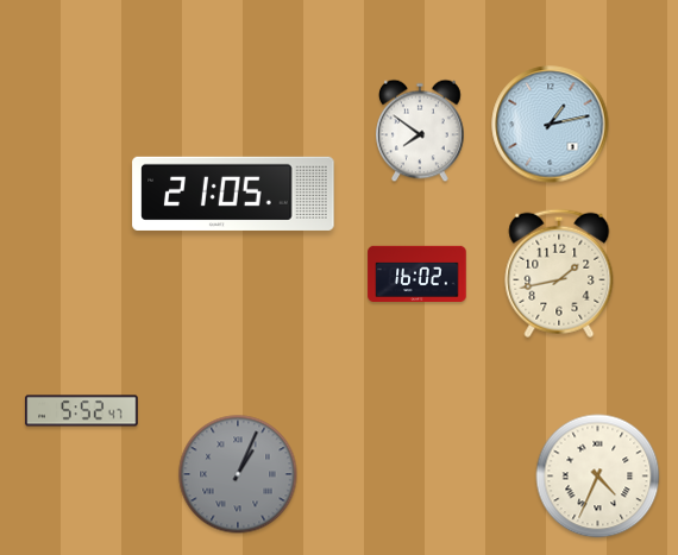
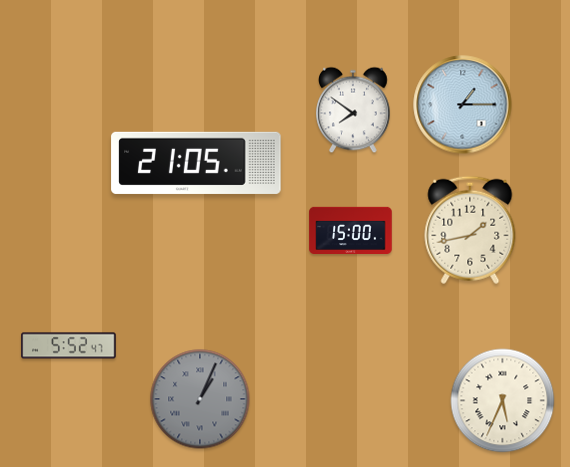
clock at (551, 125): 1:13 -> 1:15
clock at (418, 273): 16:02 -> 15:00
clock at (598, 477): 4:34 -> 5:34
